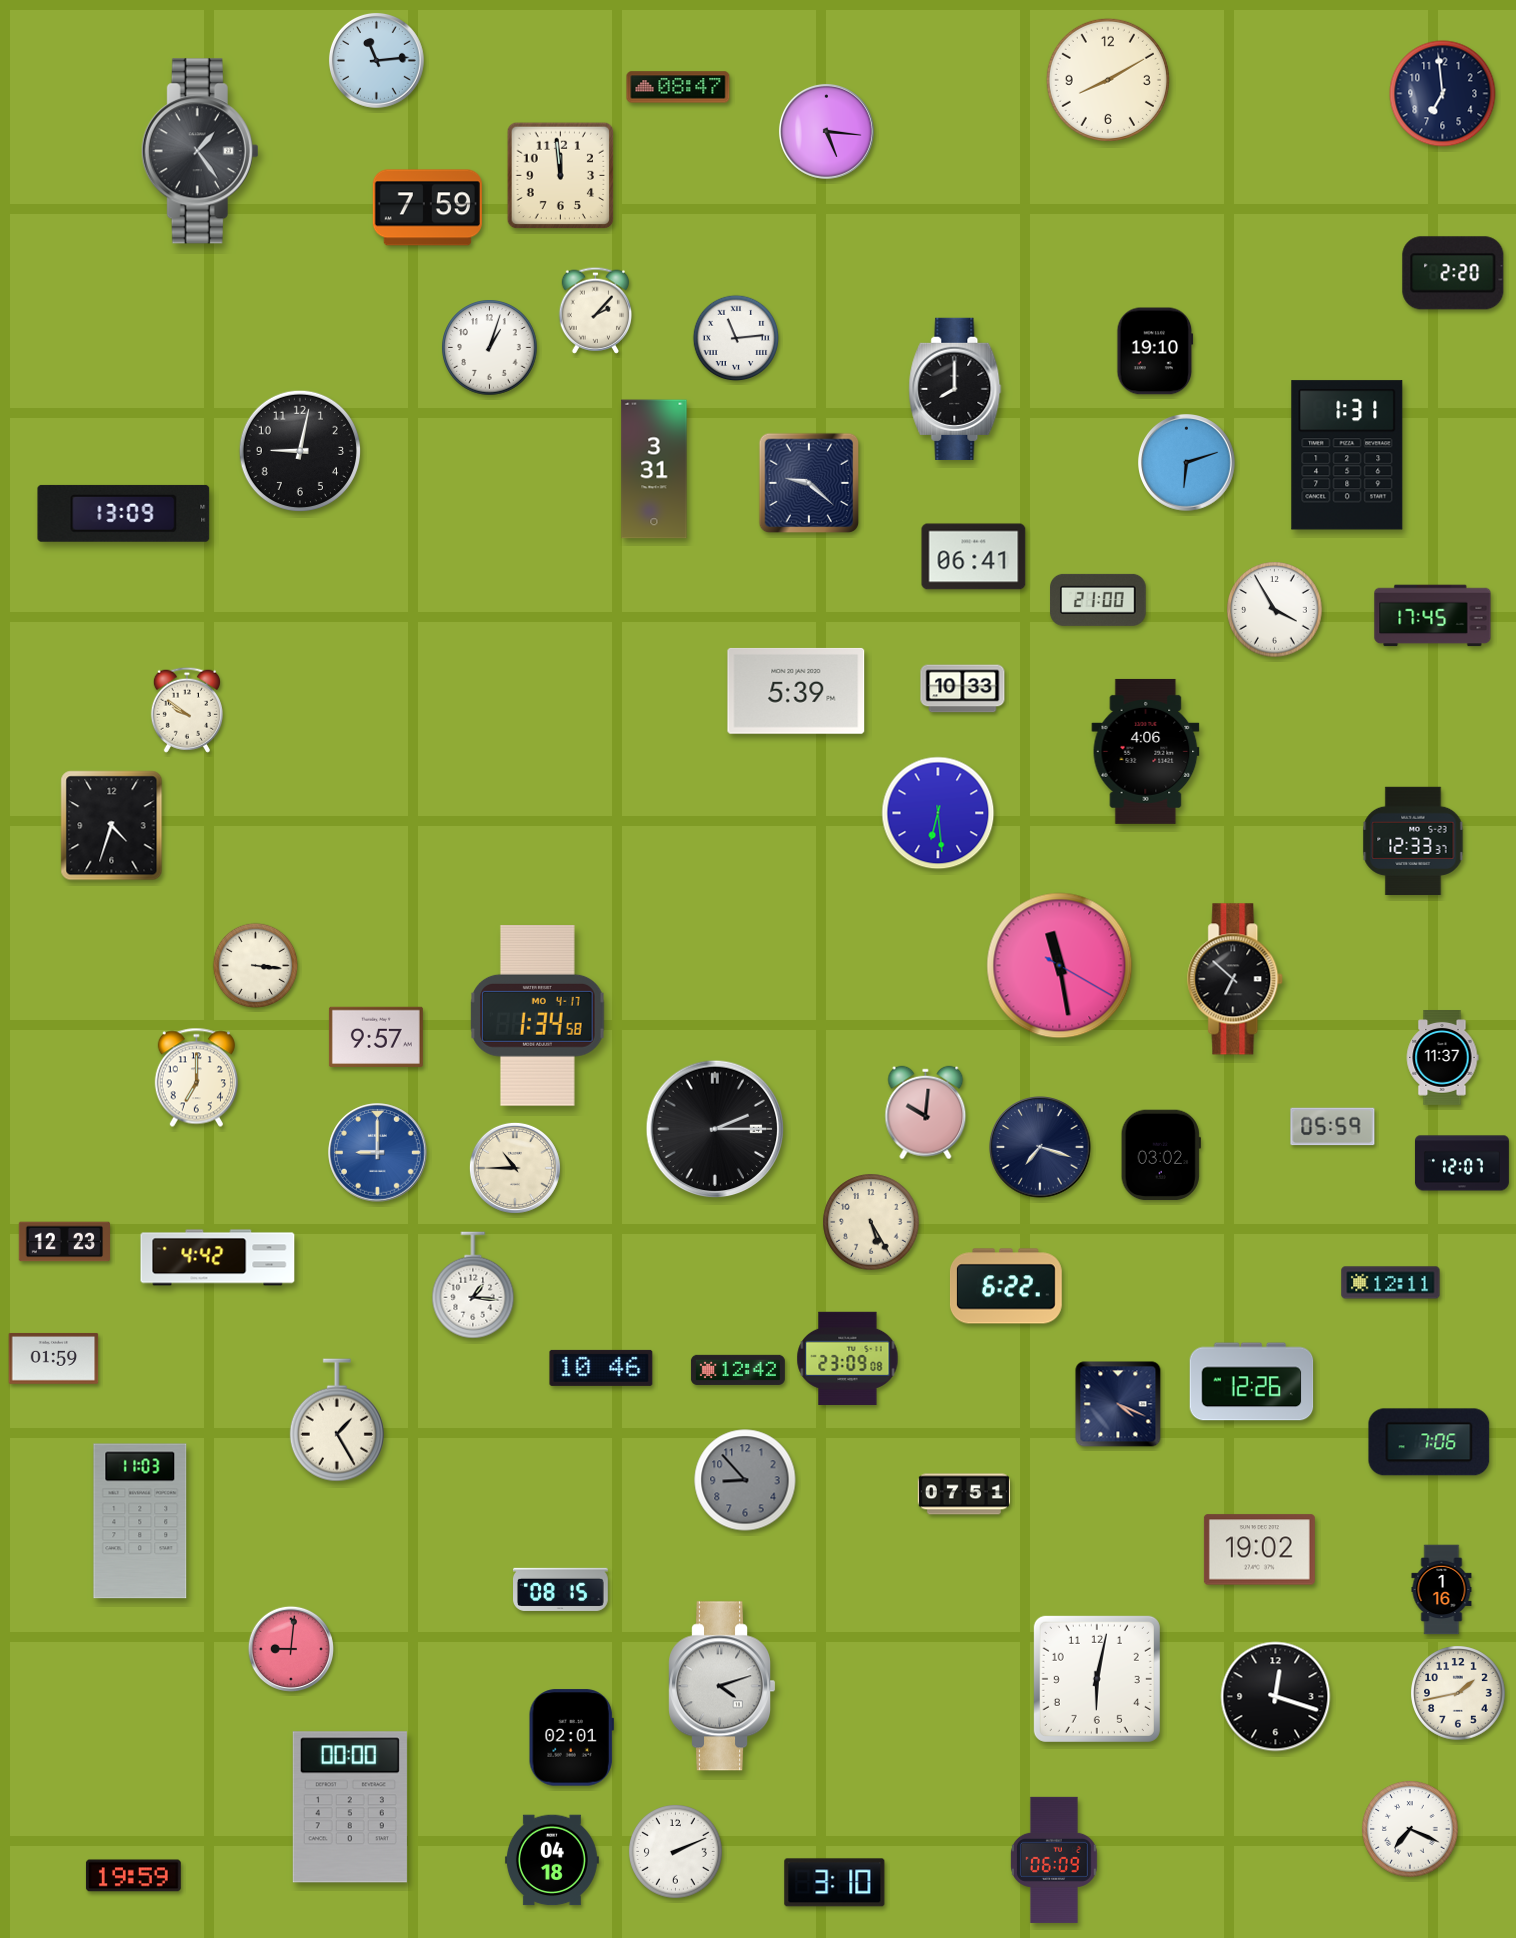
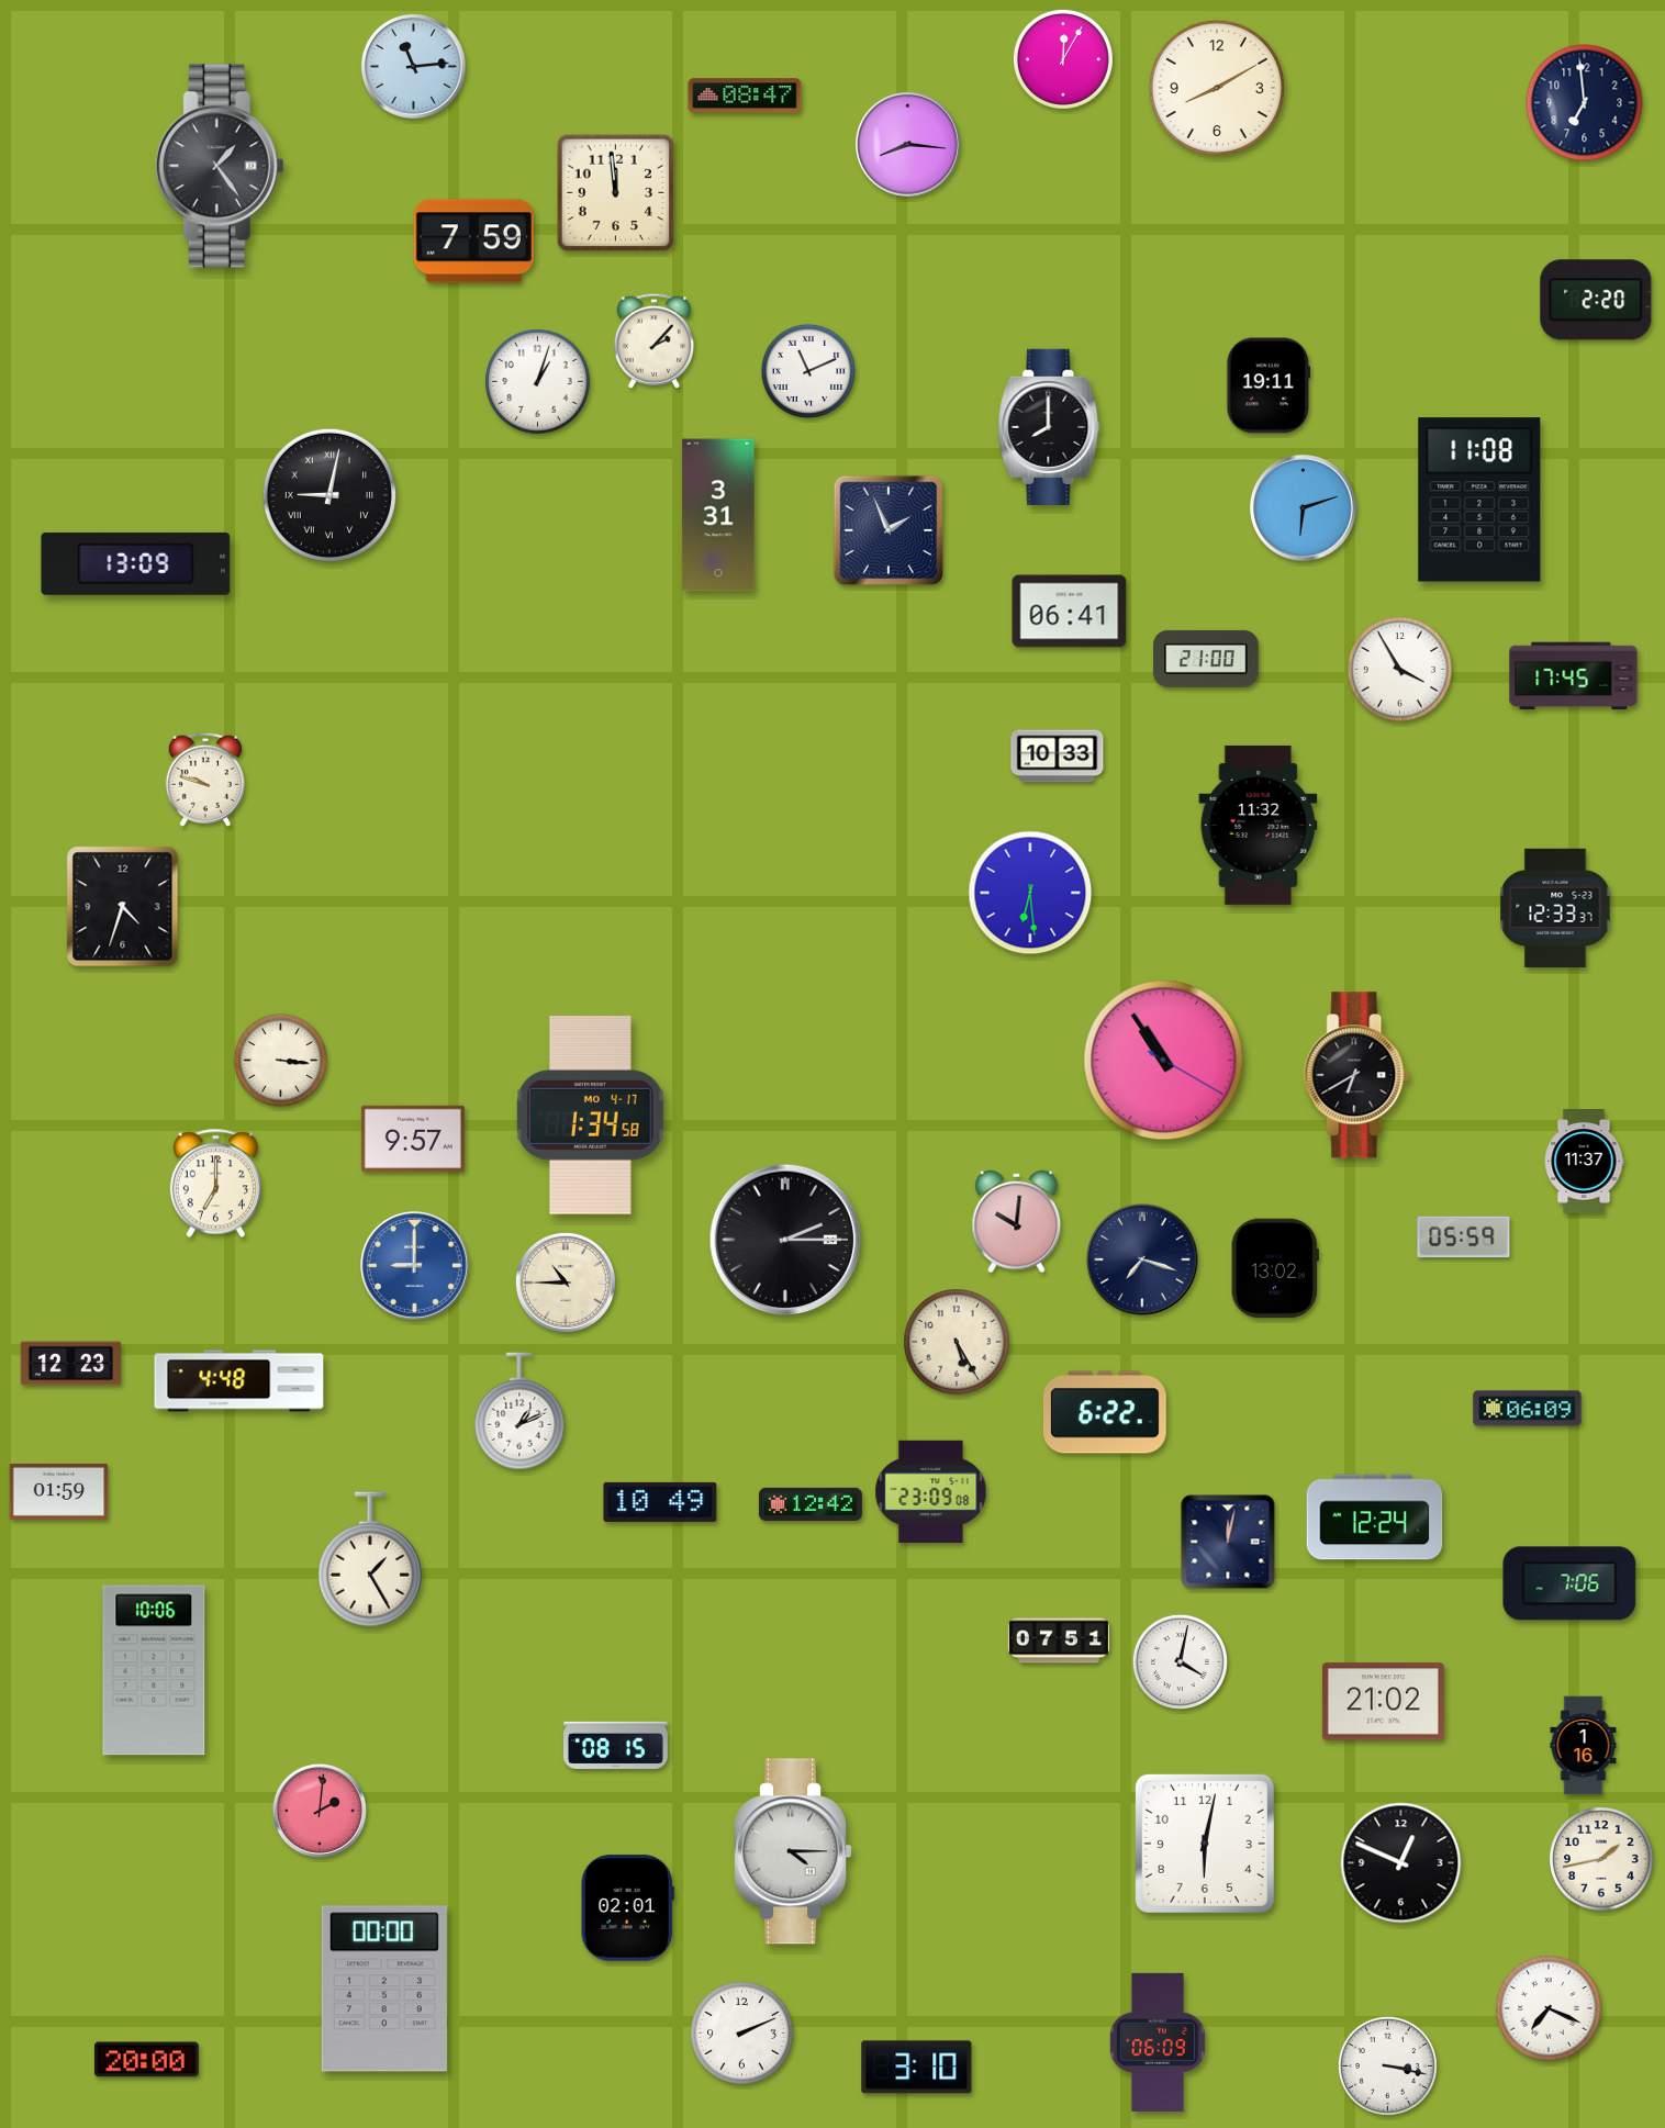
clock at (1063, 59): none -> 12:05
clock at (826, 131): 5:16 -> 8:16
clock at (427, 208) position: (427, 208) -> (473, 242)
clock at (736, 338): 11:14 -> 11:11
clock at (1155, 351): 19:10 -> 19:11
clock at (299, 450) numerals: Arabic -> Roman
clock at (1347, 455): 1:31 -> 11:08
clock at (809, 483): 9:22 -> 1:56
clock at (796, 691): 5:39 -> none
clock at (187, 710): 9:51 -> 9:48
clock at (1146, 751): 4:06 -> 11:32
clock at (1413, 840) position: (1413, 840) -> (1555, 907)
clock at (1060, 966): 11:28 -> 10:54
clock at (1236, 979): 6:52 -> 6:40
clock at (1161, 1155): 03:02 -> 13:02
clock at (1462, 1163): 12:07 -> none
clock at (218, 1258): 4:42 -> 4:48
clock at (1391, 1283): 12:11 -> 06:09
clock at (473, 1285): 1:16 -> 1:11
clock at (601, 1368): 10:46 -> 10:49
clock at (1252, 1382): 12:26 -> 12:24
clock at (1118, 1404): 4:19 -> 12:02
clock at (745, 1480): 8:53 -> none
clock at (1180, 1661): none -> 4:02
clock at (140, 1521): 11:03 -> 10:06
clock at (1259, 1550): 19:02 -> 21:02
clock at (291, 1649): 9:01 -> 2:01
clock at (722, 1686): 4:12 -> 4:15
clock at (1276, 1697): 12:18 -> 12:49
clock at (350, 1807) position: (350, 1807) -> (384, 1989)
clock at (552, 1860): 04:18 -> none
clock at (133, 1876): 19:59 -> 20:00
clock at (1387, 2065): none -> 3:17
